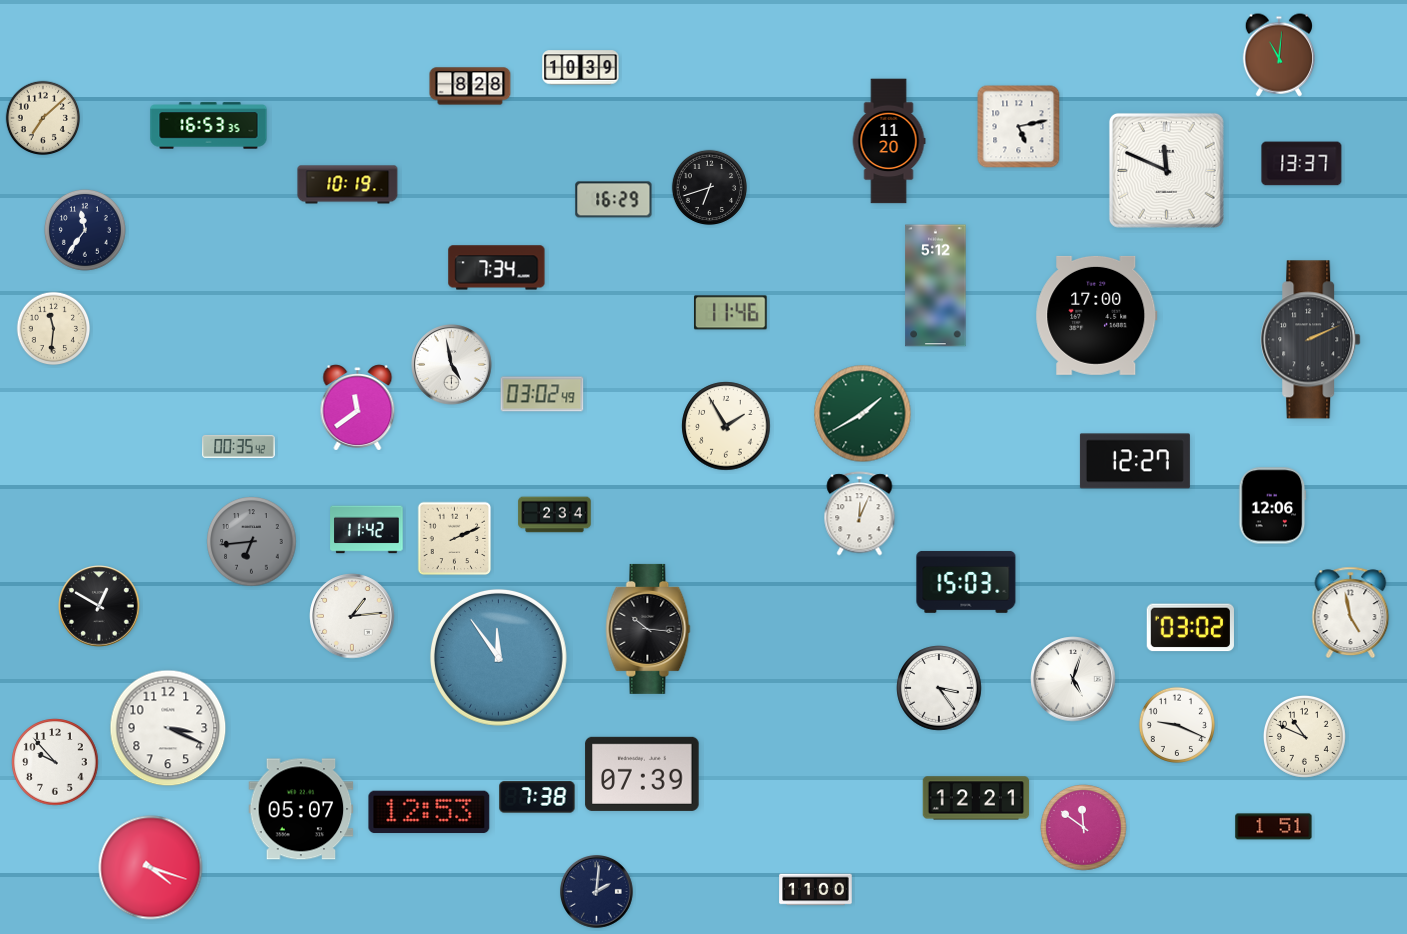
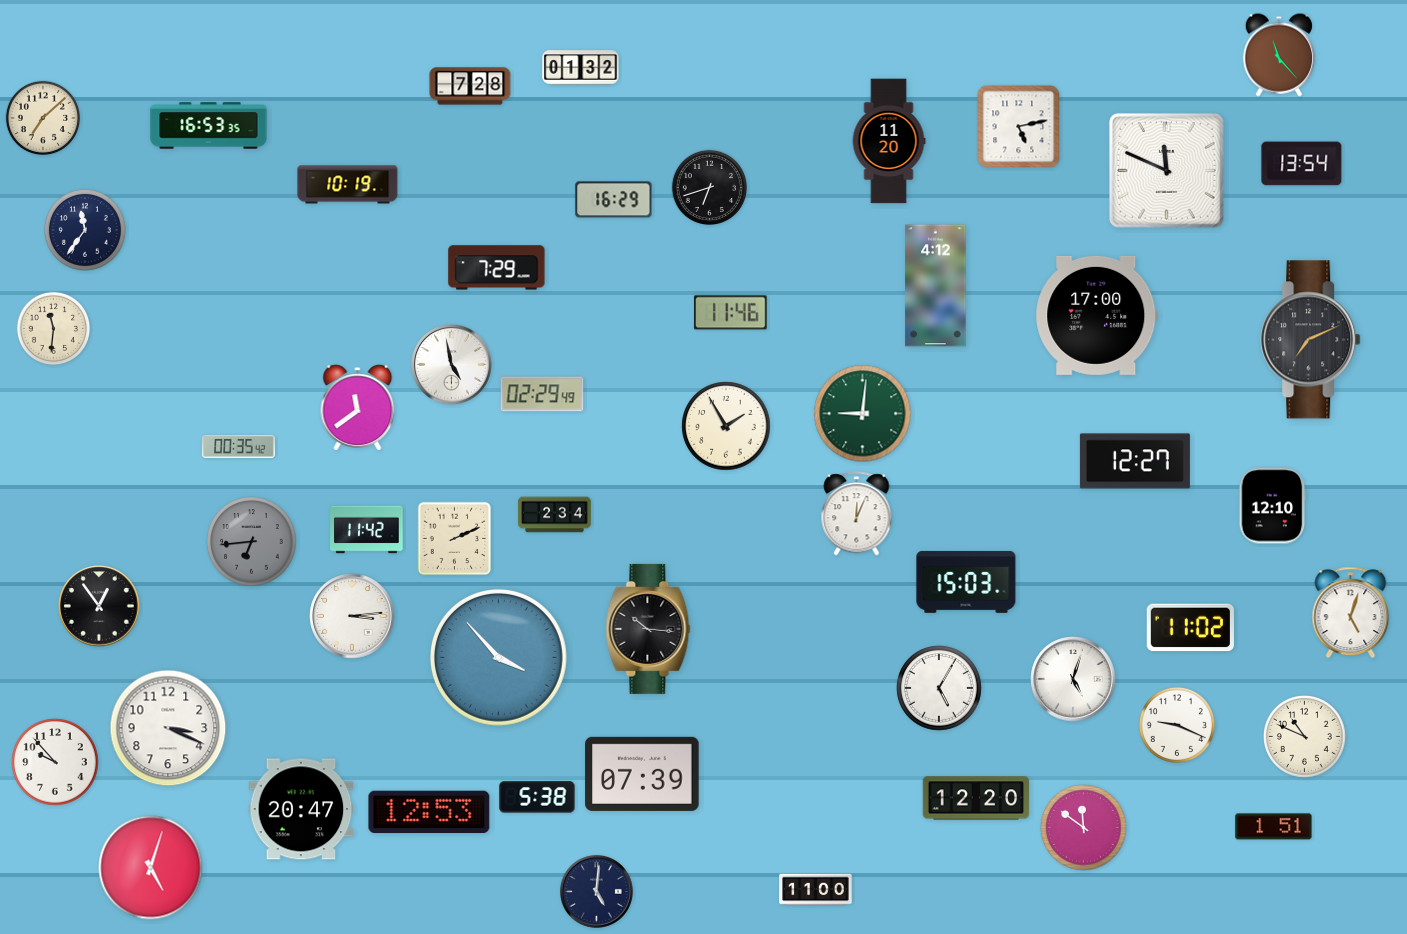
clock at (1278, 55): 11:01 -> 11:23
clock at (581, 68): 10:39 -> 01:32
clock at (470, 86): 8:28 -> 7:28
clock at (1302, 164): 13:37 -> 13:54
clock at (497, 268): 7:34 -> 7:29
clock at (936, 286): 5:12 -> 4:12
clock at (1311, 340): 2:11 -> 7:11
clock at (542, 394): 03:02 -> 02:29
clock at (863, 414): 1:40 -> 9:01
clock at (1273, 506): 12:06 -> 12:10
clock at (860, 514) position: (860, 514) -> (857, 514)
clock at (99, 606): 12:50 -> 12:54
clock at (1351, 612): 4:58 -> 5:03
clock at (352, 616): 1:14 -> 3:14
clock at (1190, 628): 03:02 -> 11:02
clock at (498, 657): 11:54 -> 3:53
clock at (939, 688): 3:24 -> 5:05
clock at (537, 797): 7:38 -> 5:38
clock at (976, 798): 12:21 -> 12:20
clock at (301, 809): 05:07 -> 20:47
clock at (151, 868): 4:18 -> 5:03
clock at (597, 892): 2:01 -> 5:01
